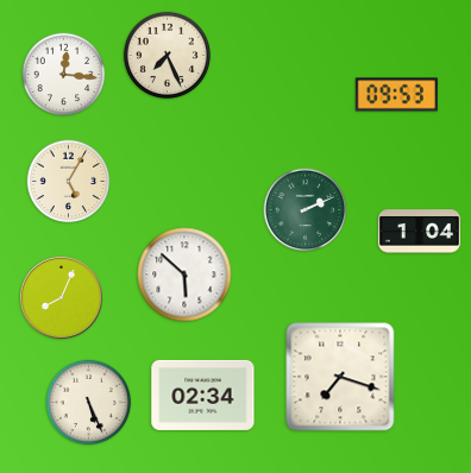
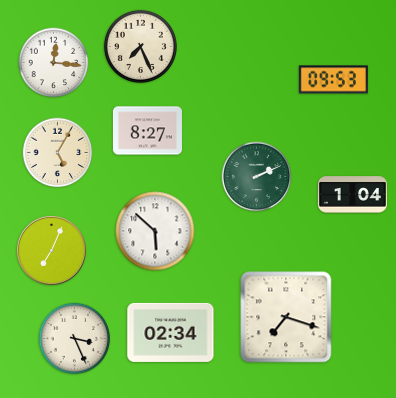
clock at (147, 131): none -> 8:27
clock at (61, 297): 8:04 -> 7:04
clock at (89, 403): 5:26 -> 3:26
